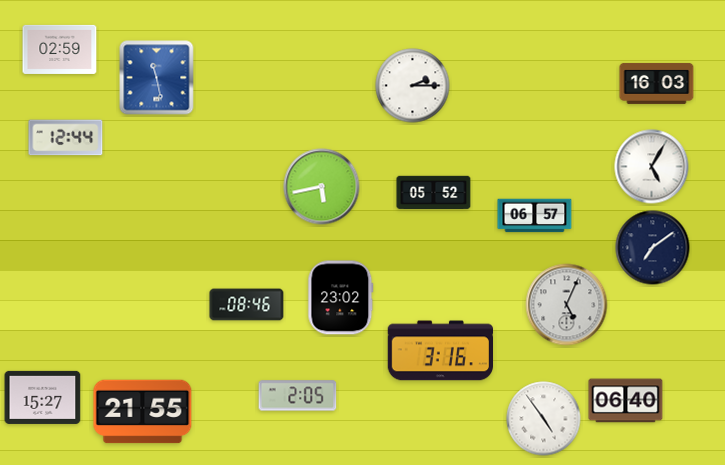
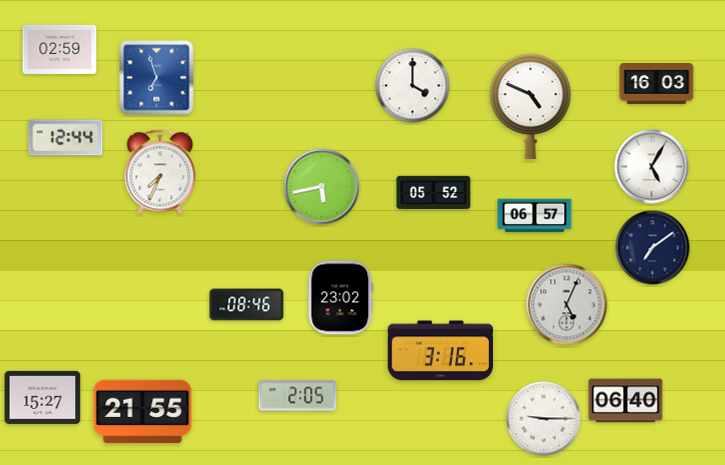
clock at (157, 78): 11:28 -> 6:57
clock at (413, 86): 2:15 -> 4:00
clock at (531, 106): none -> 4:49
clock at (160, 172): none -> 7:34
clock at (544, 419): 4:54 -> 9:15
